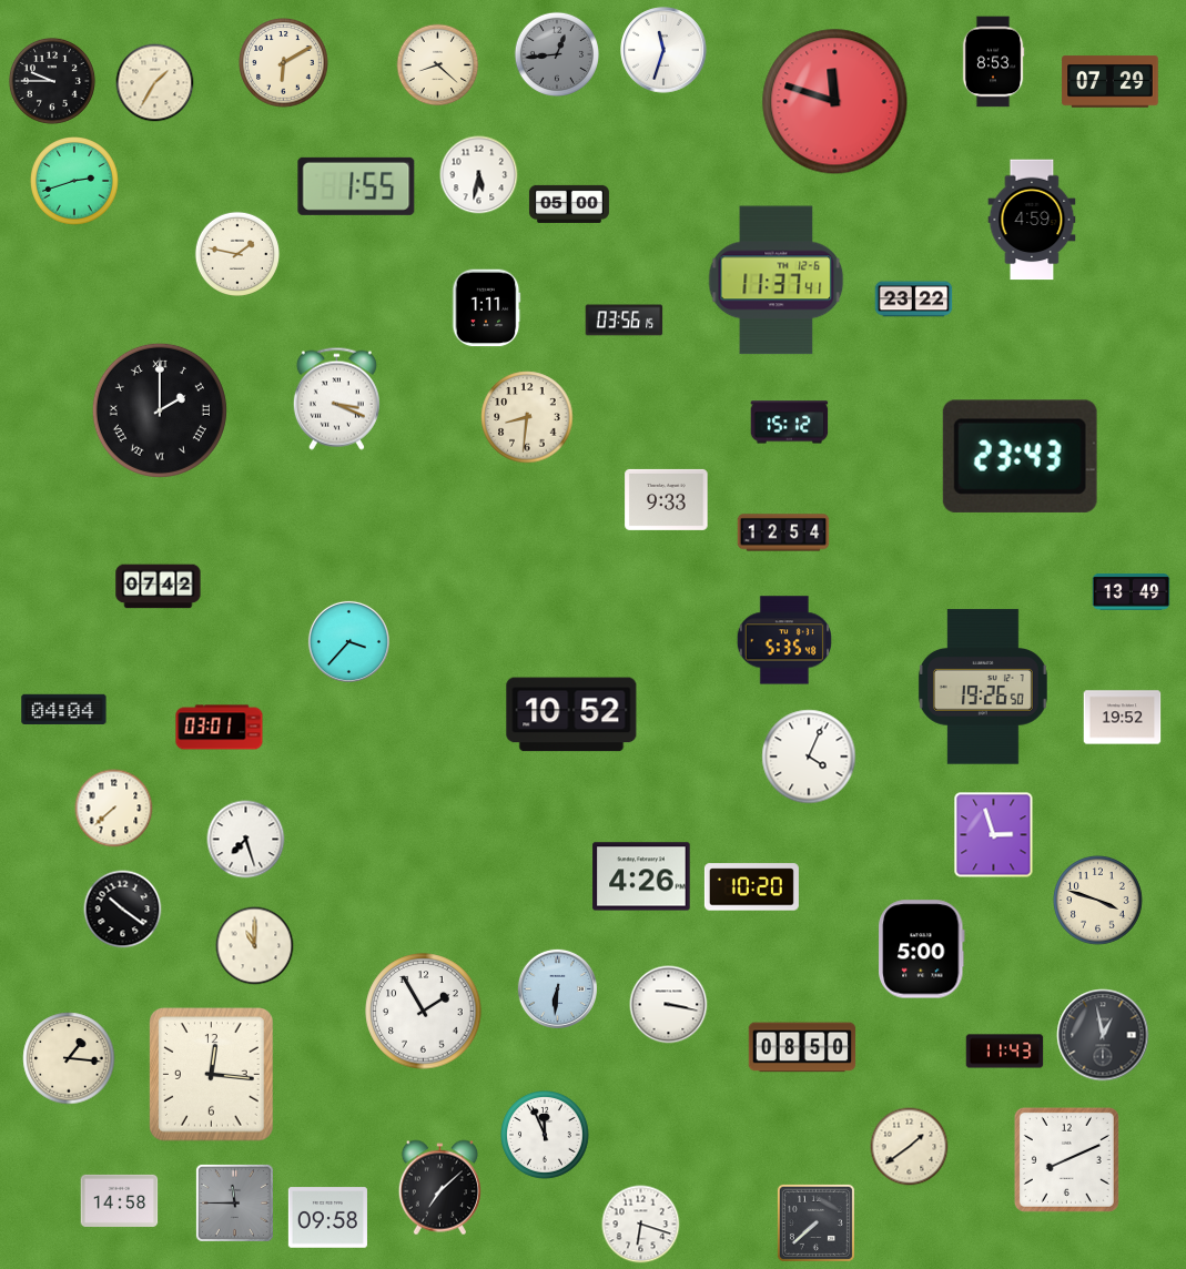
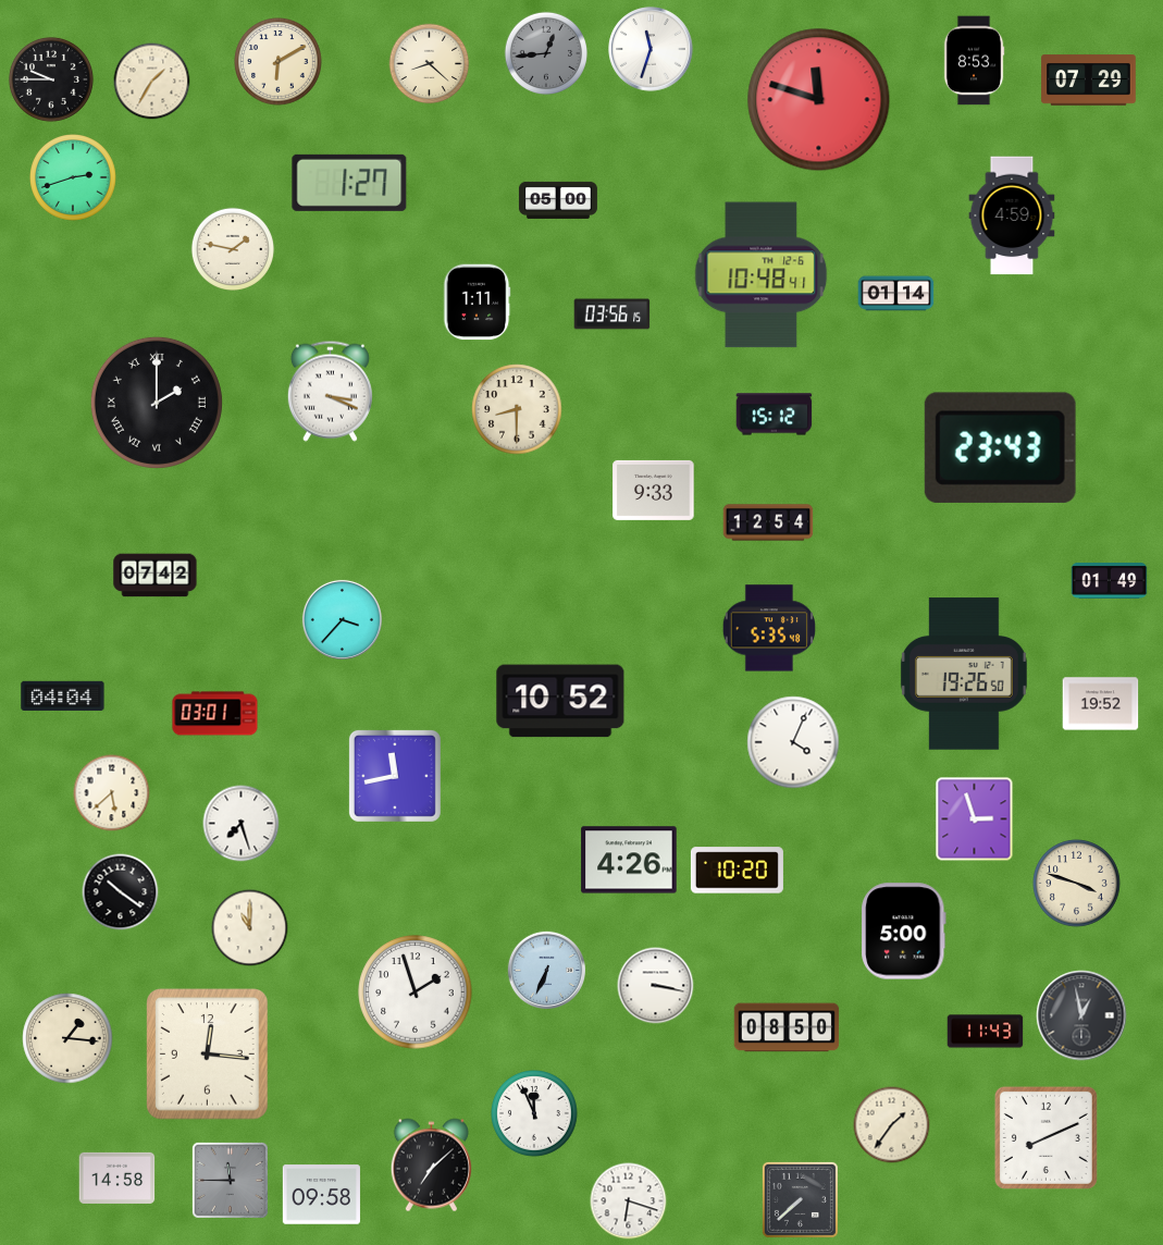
clock at (479, 175): 5:32 -> none
clock at (356, 186): 1:55 -> 1:27
clock at (777, 281): 11:37 -> 10:48
clock at (914, 300): 23:22 -> 01:14
clock at (527, 417): 8:31 -> 8:30
clock at (1132, 592): 13:49 -> 01:49
clock at (348, 641) position: (348, 641) -> (342, 619)
clock at (395, 776): none -> 11:43
clock at (114, 809): 7:38 -> 5:38
clock at (557, 988): 6:31 -> 6:34
clock at (424, 1012): 1:55 -> 1:57
clock at (910, 1147): 1:39 -> 1:36
